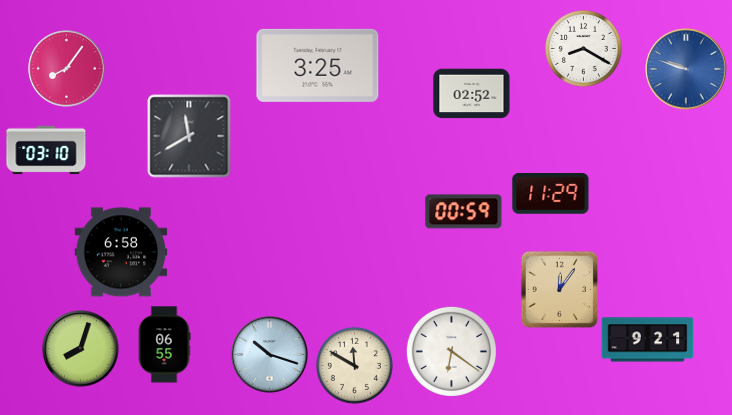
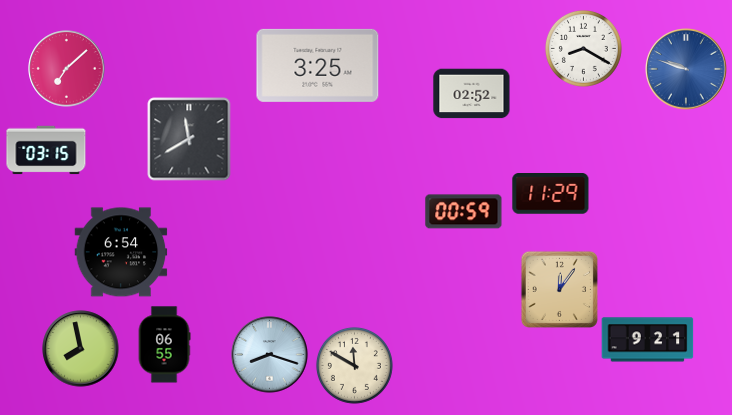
clock at (67, 69): 8:06 -> 7:08
clock at (189, 136) position: (189, 136) -> (189, 139)
clock at (46, 150): 03:10 -> 03:15
clock at (121, 252): 6:58 -> 6:54
clock at (81, 349): 8:03 -> 7:58
clock at (451, 351): 6:21 -> none
clock at (270, 355): 10:18 -> 8:18
